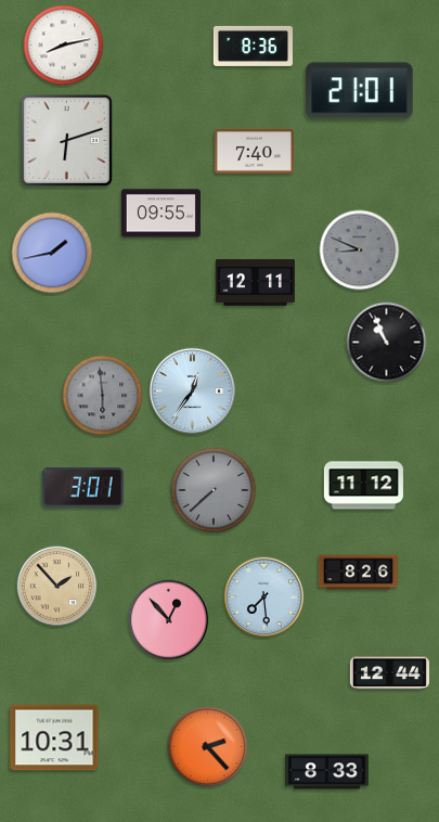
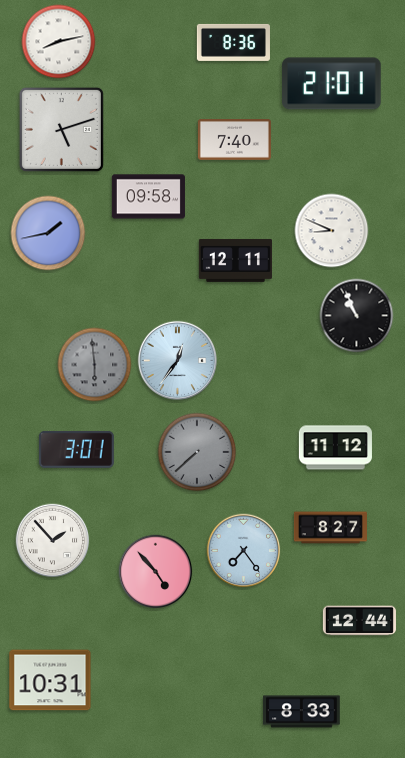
clock at (66, 140): 6:12 -> 5:12
clock at (160, 214): 09:55 -> 09:58
clock at (360, 251) dial: grey -> white
clock at (358, 573): 8:26 -> 8:27
clock at (57, 587) dial: champagne -> white
clock at (264, 598): 7:29 -> 7:24
clock at (169, 620): 12:53 -> 4:53
clock at (208, 747): 2:23 -> none
